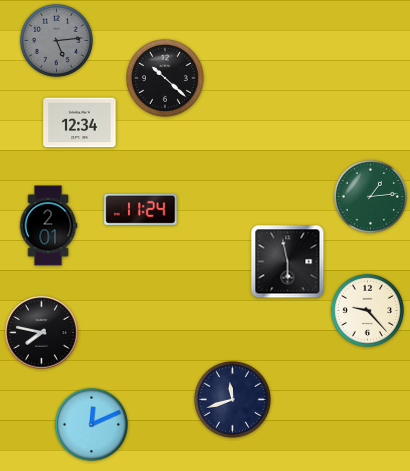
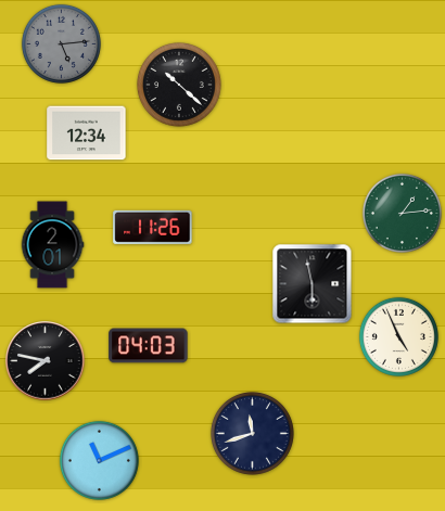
clock at (141, 209): 11:24 -> 11:26
clock at (367, 310): 9:23 -> 4:56
clock at (149, 346): none -> 04:03
clock at (91, 424): 12:11 -> 11:11
